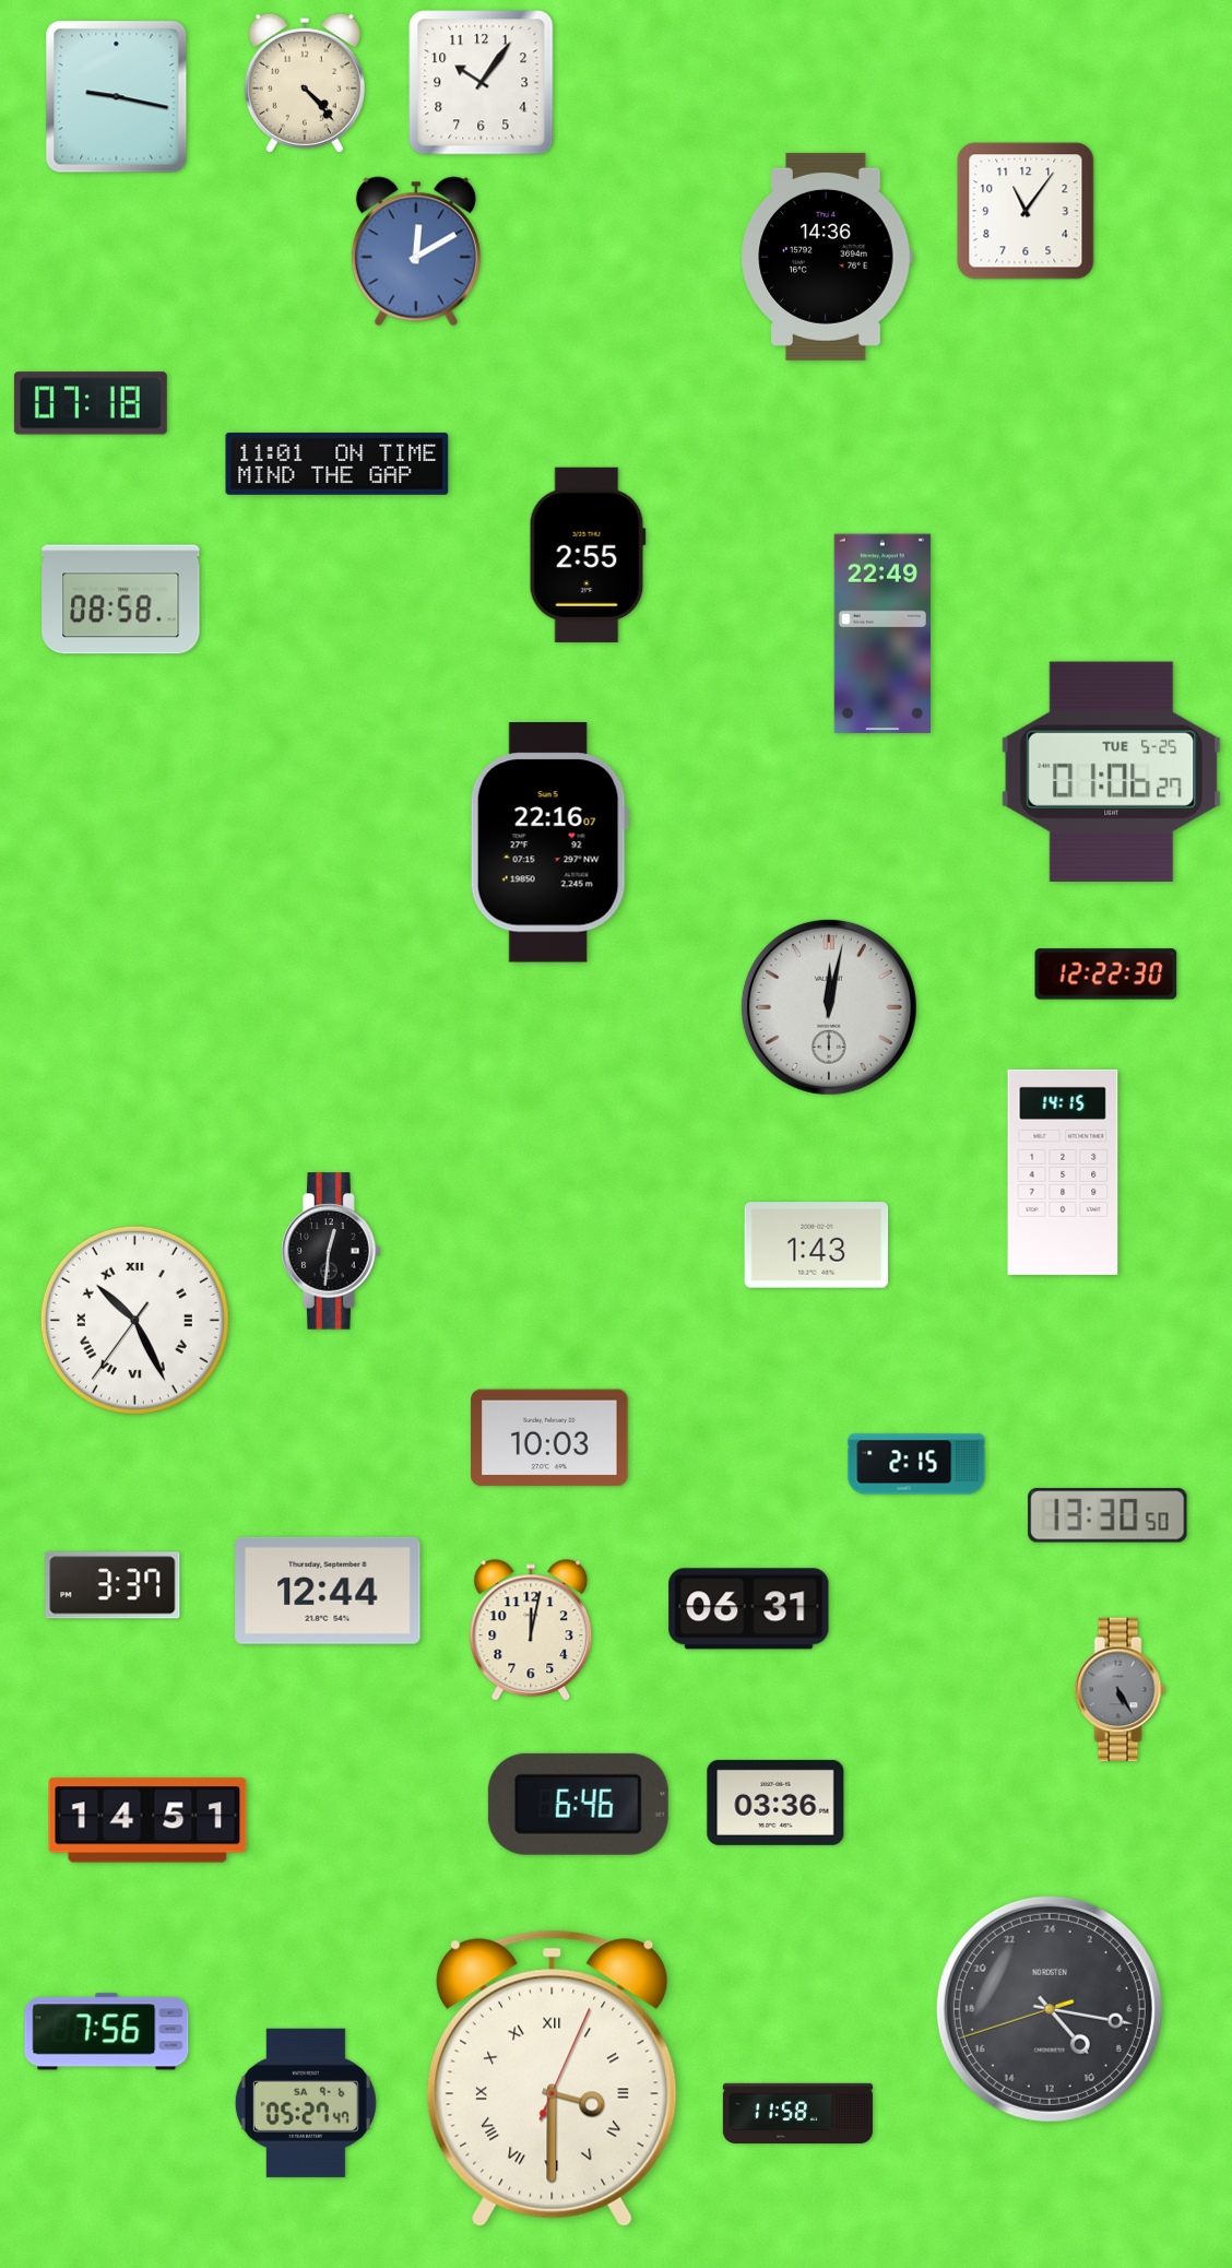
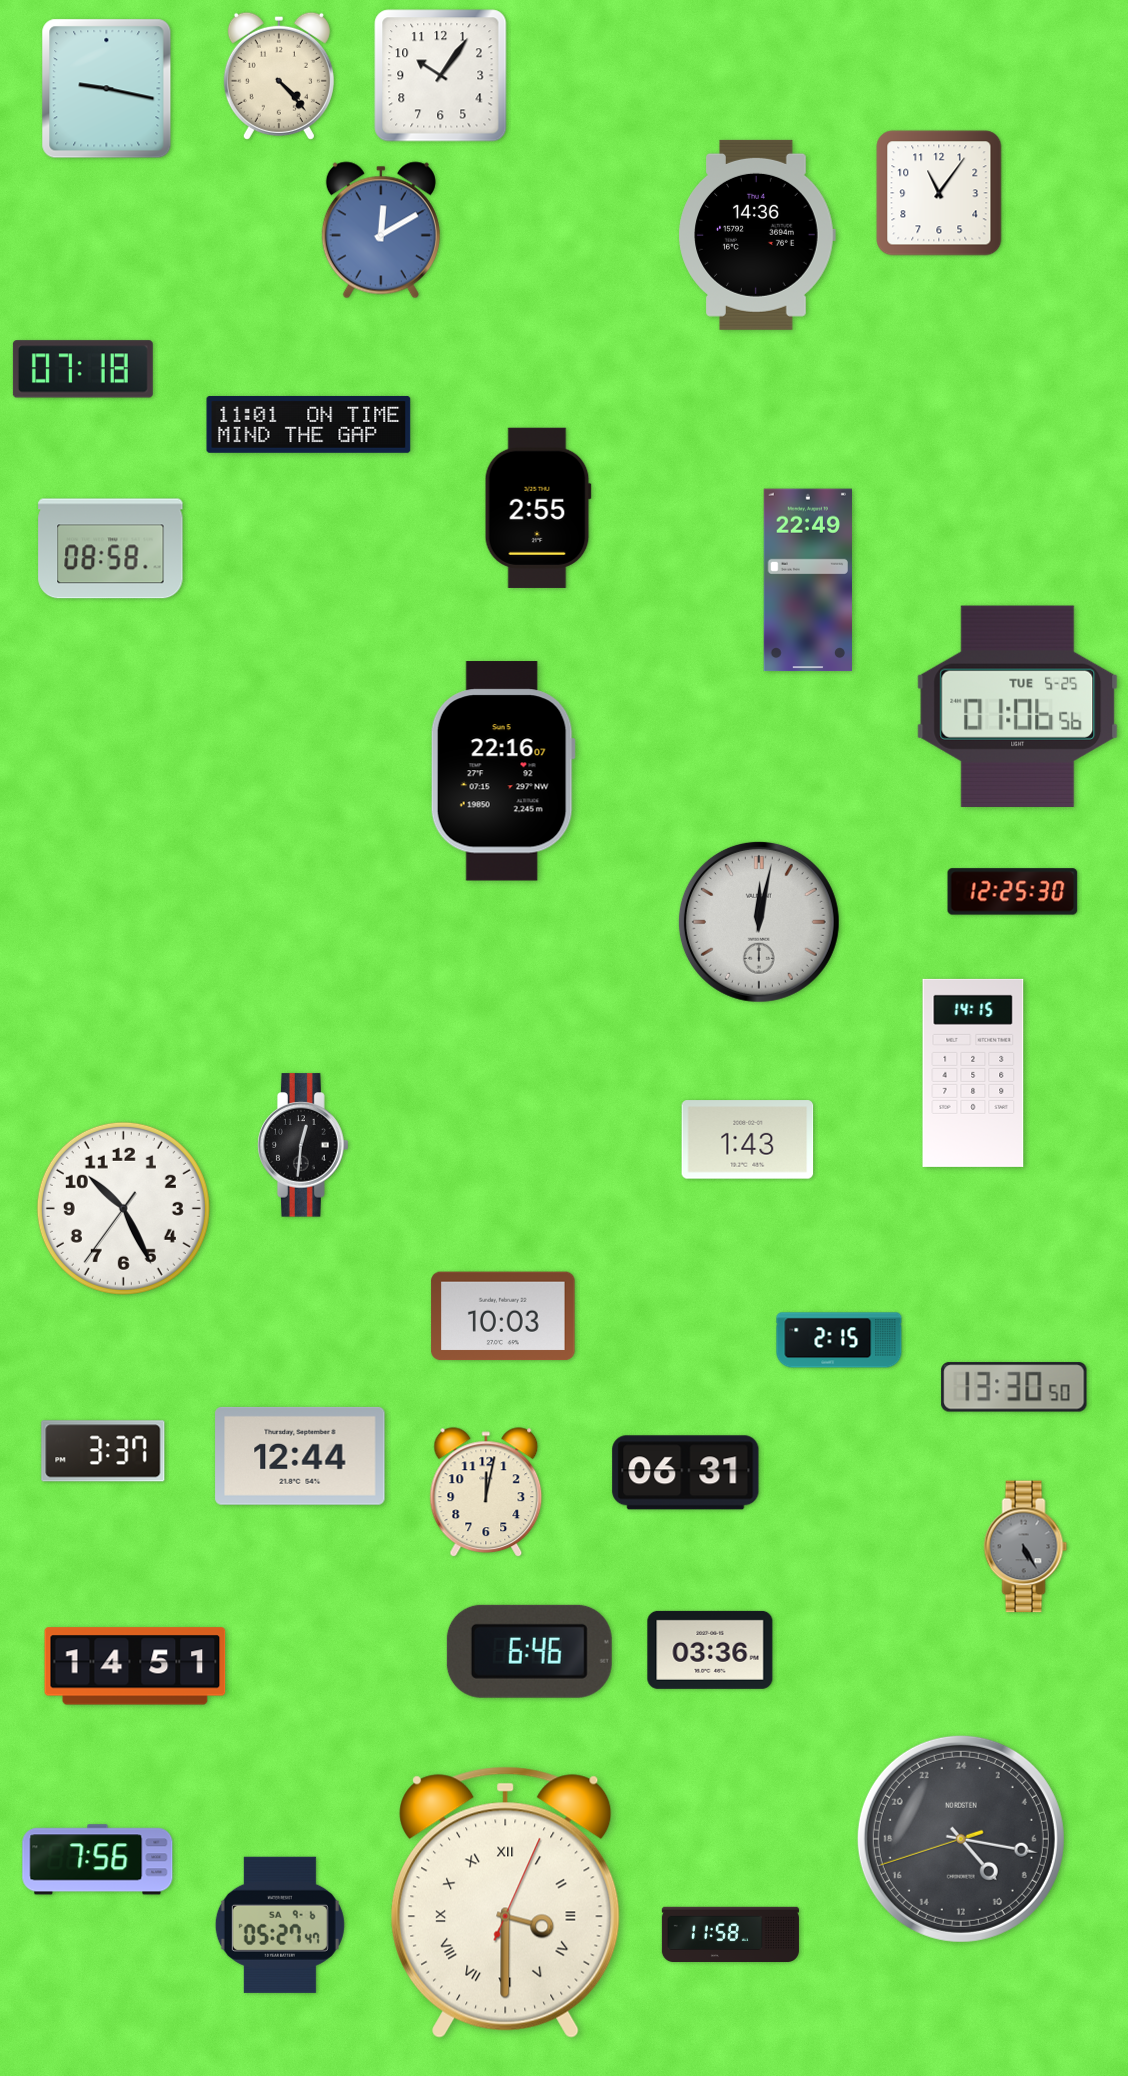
clock at (1112, 771): 01:06:27 -> 01:06:56
clock at (1106, 974): 12:22 -> 12:25
clock at (134, 1320) numerals: Roman -> Arabic
